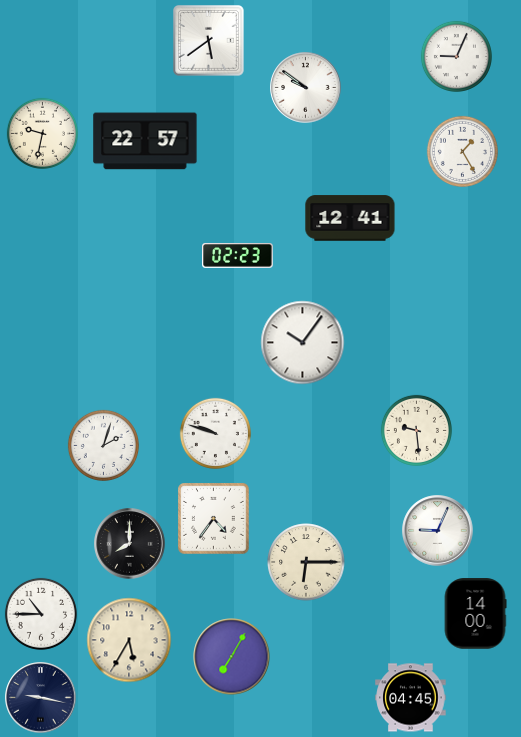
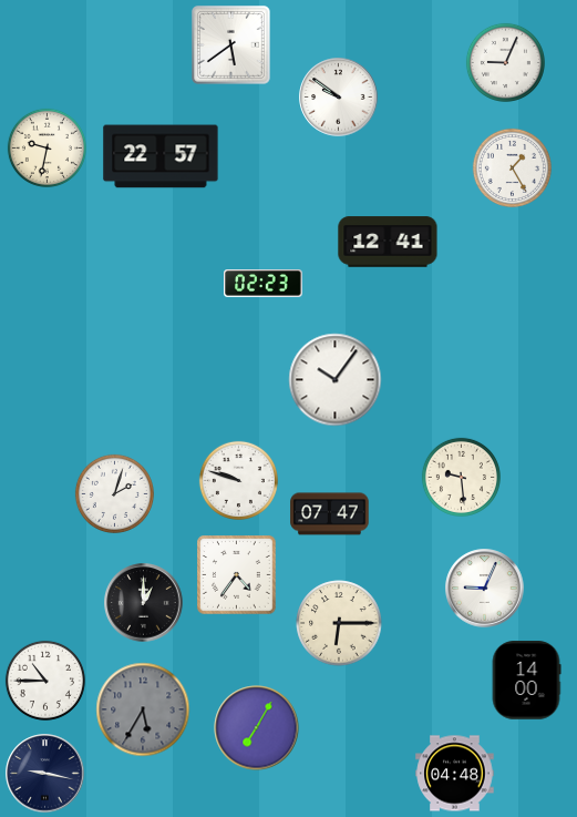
clock at (330, 514): none -> 07:47
clock at (130, 544): 8:00 -> 1:00
clock at (129, 640) dial: cream -> grey
clock at (411, 698): 04:45 -> 04:48
